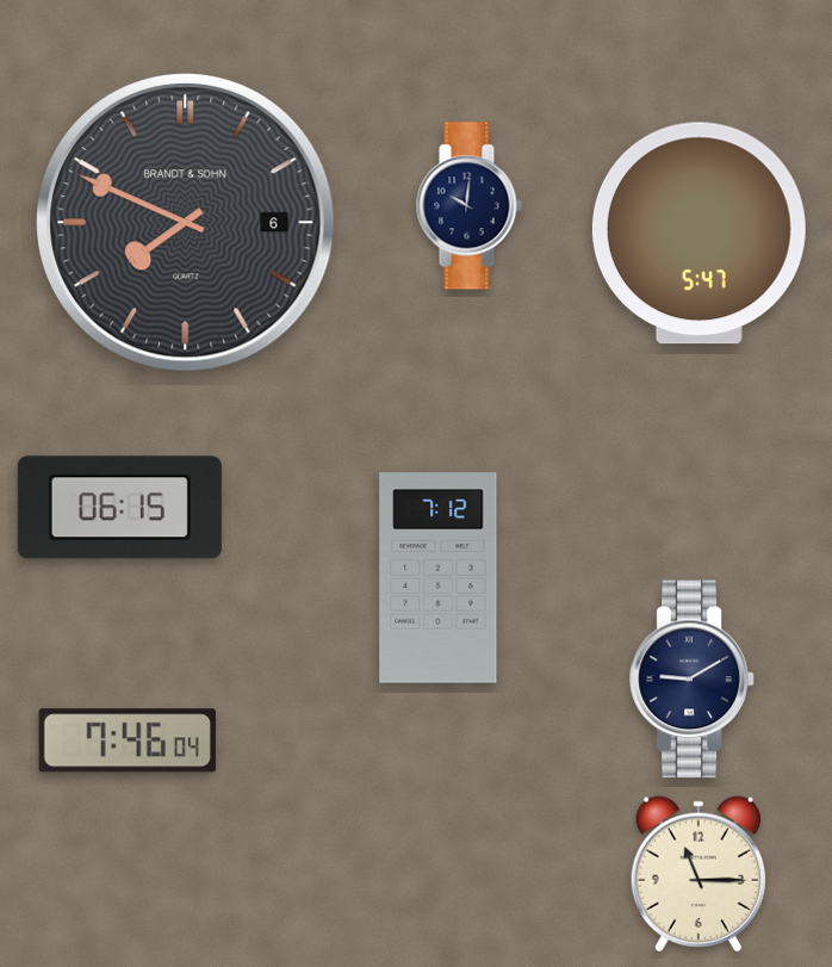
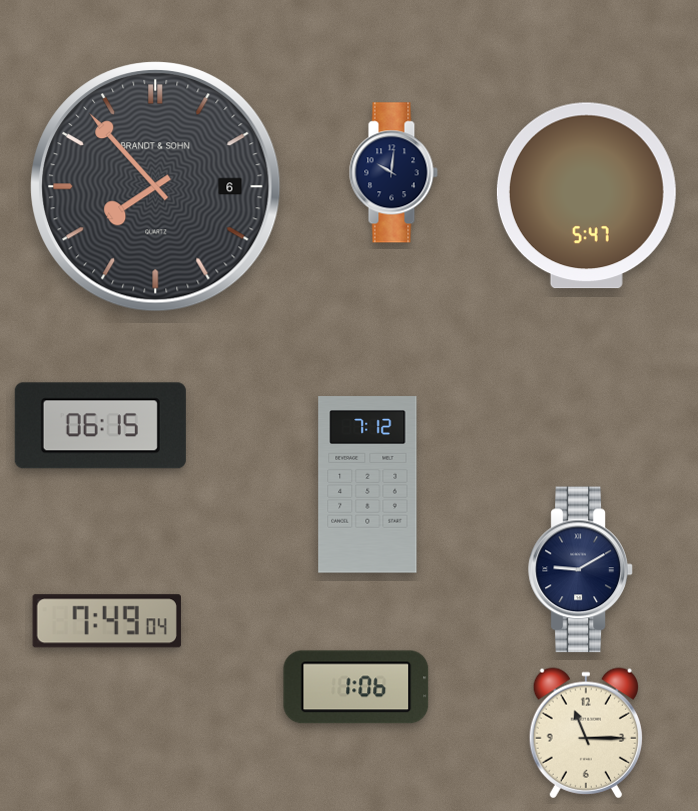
clock at (186, 223): 7:49 -> 7:53
clock at (128, 740): 7:46 -> 7:49
clock at (356, 687): none -> 1:06
